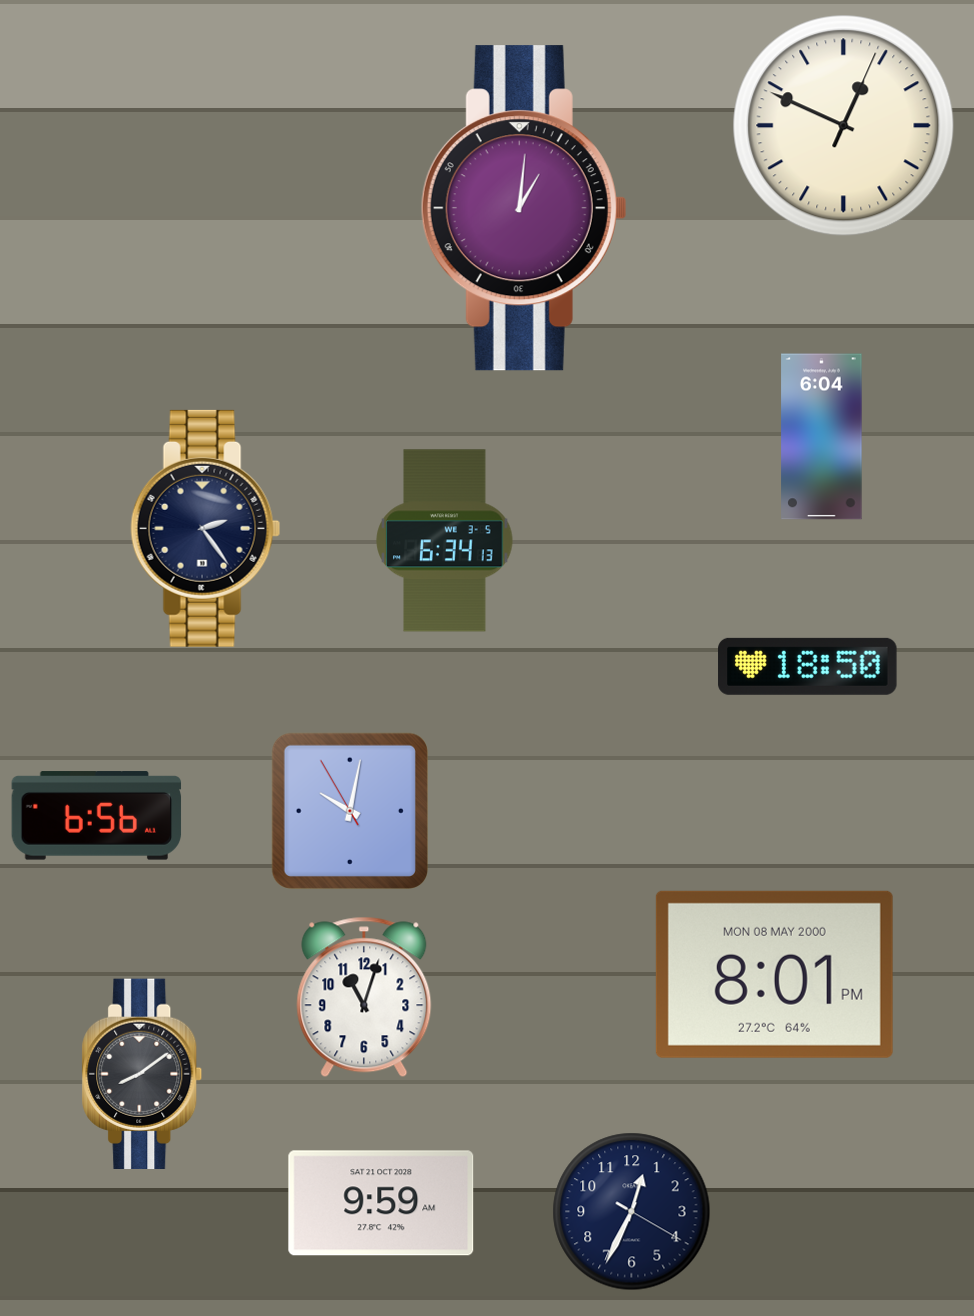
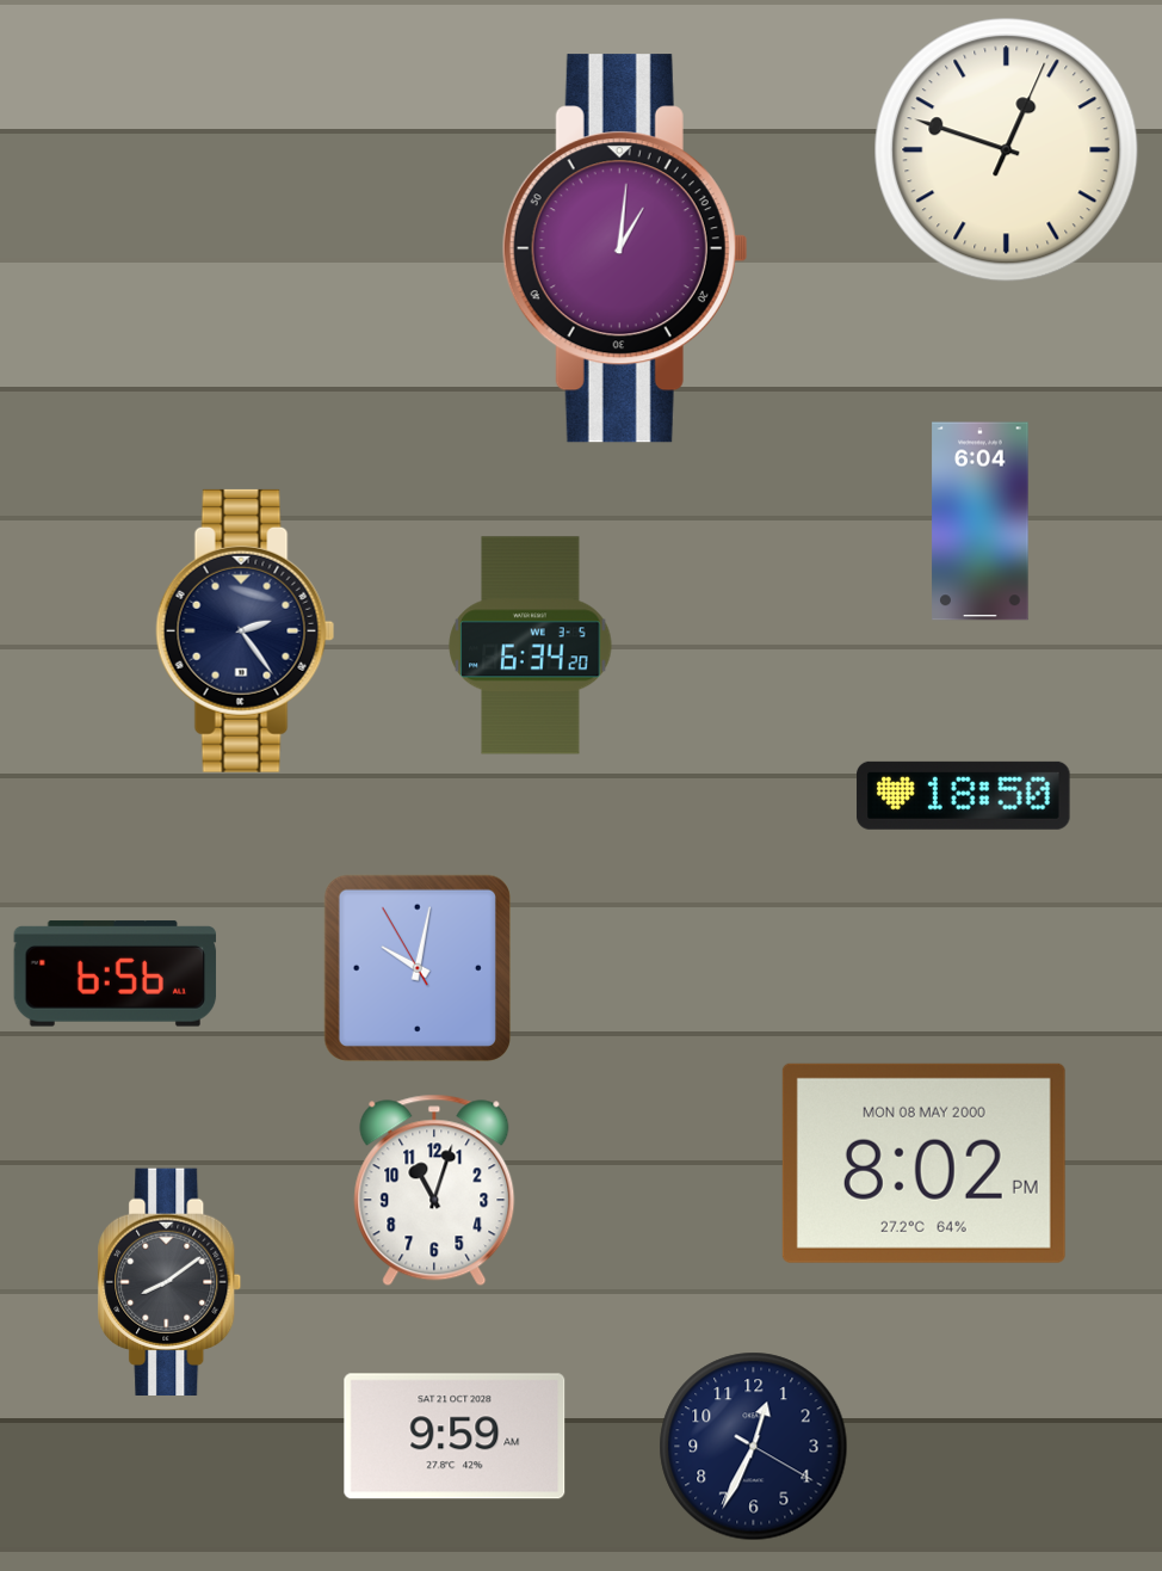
clock at (844, 126): 12:49 -> 12:48
clock at (445, 541): 6:34:13 -> 6:34:20
clock at (774, 974): 8:01 -> 8:02
